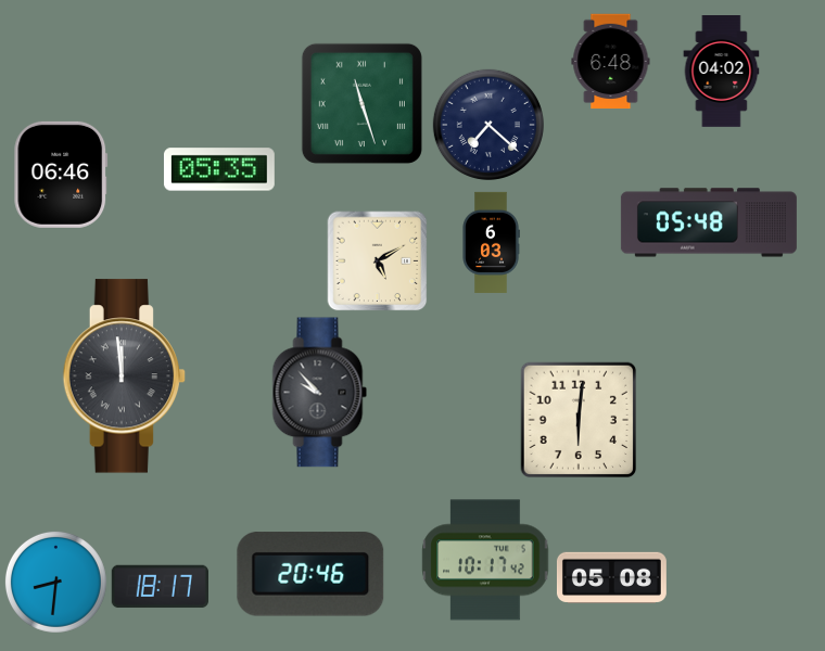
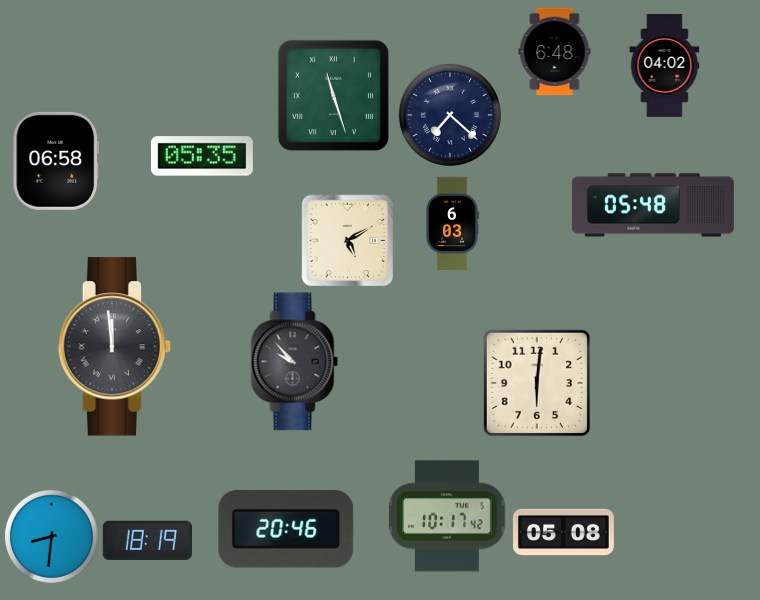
clock at (611, 61) position: (611, 61) -> (555, 51)
clock at (61, 175): 06:46 -> 06:58
clock at (579, 420) position: (579, 420) -> (537, 383)
clock at (160, 587): 18:17 -> 18:19
